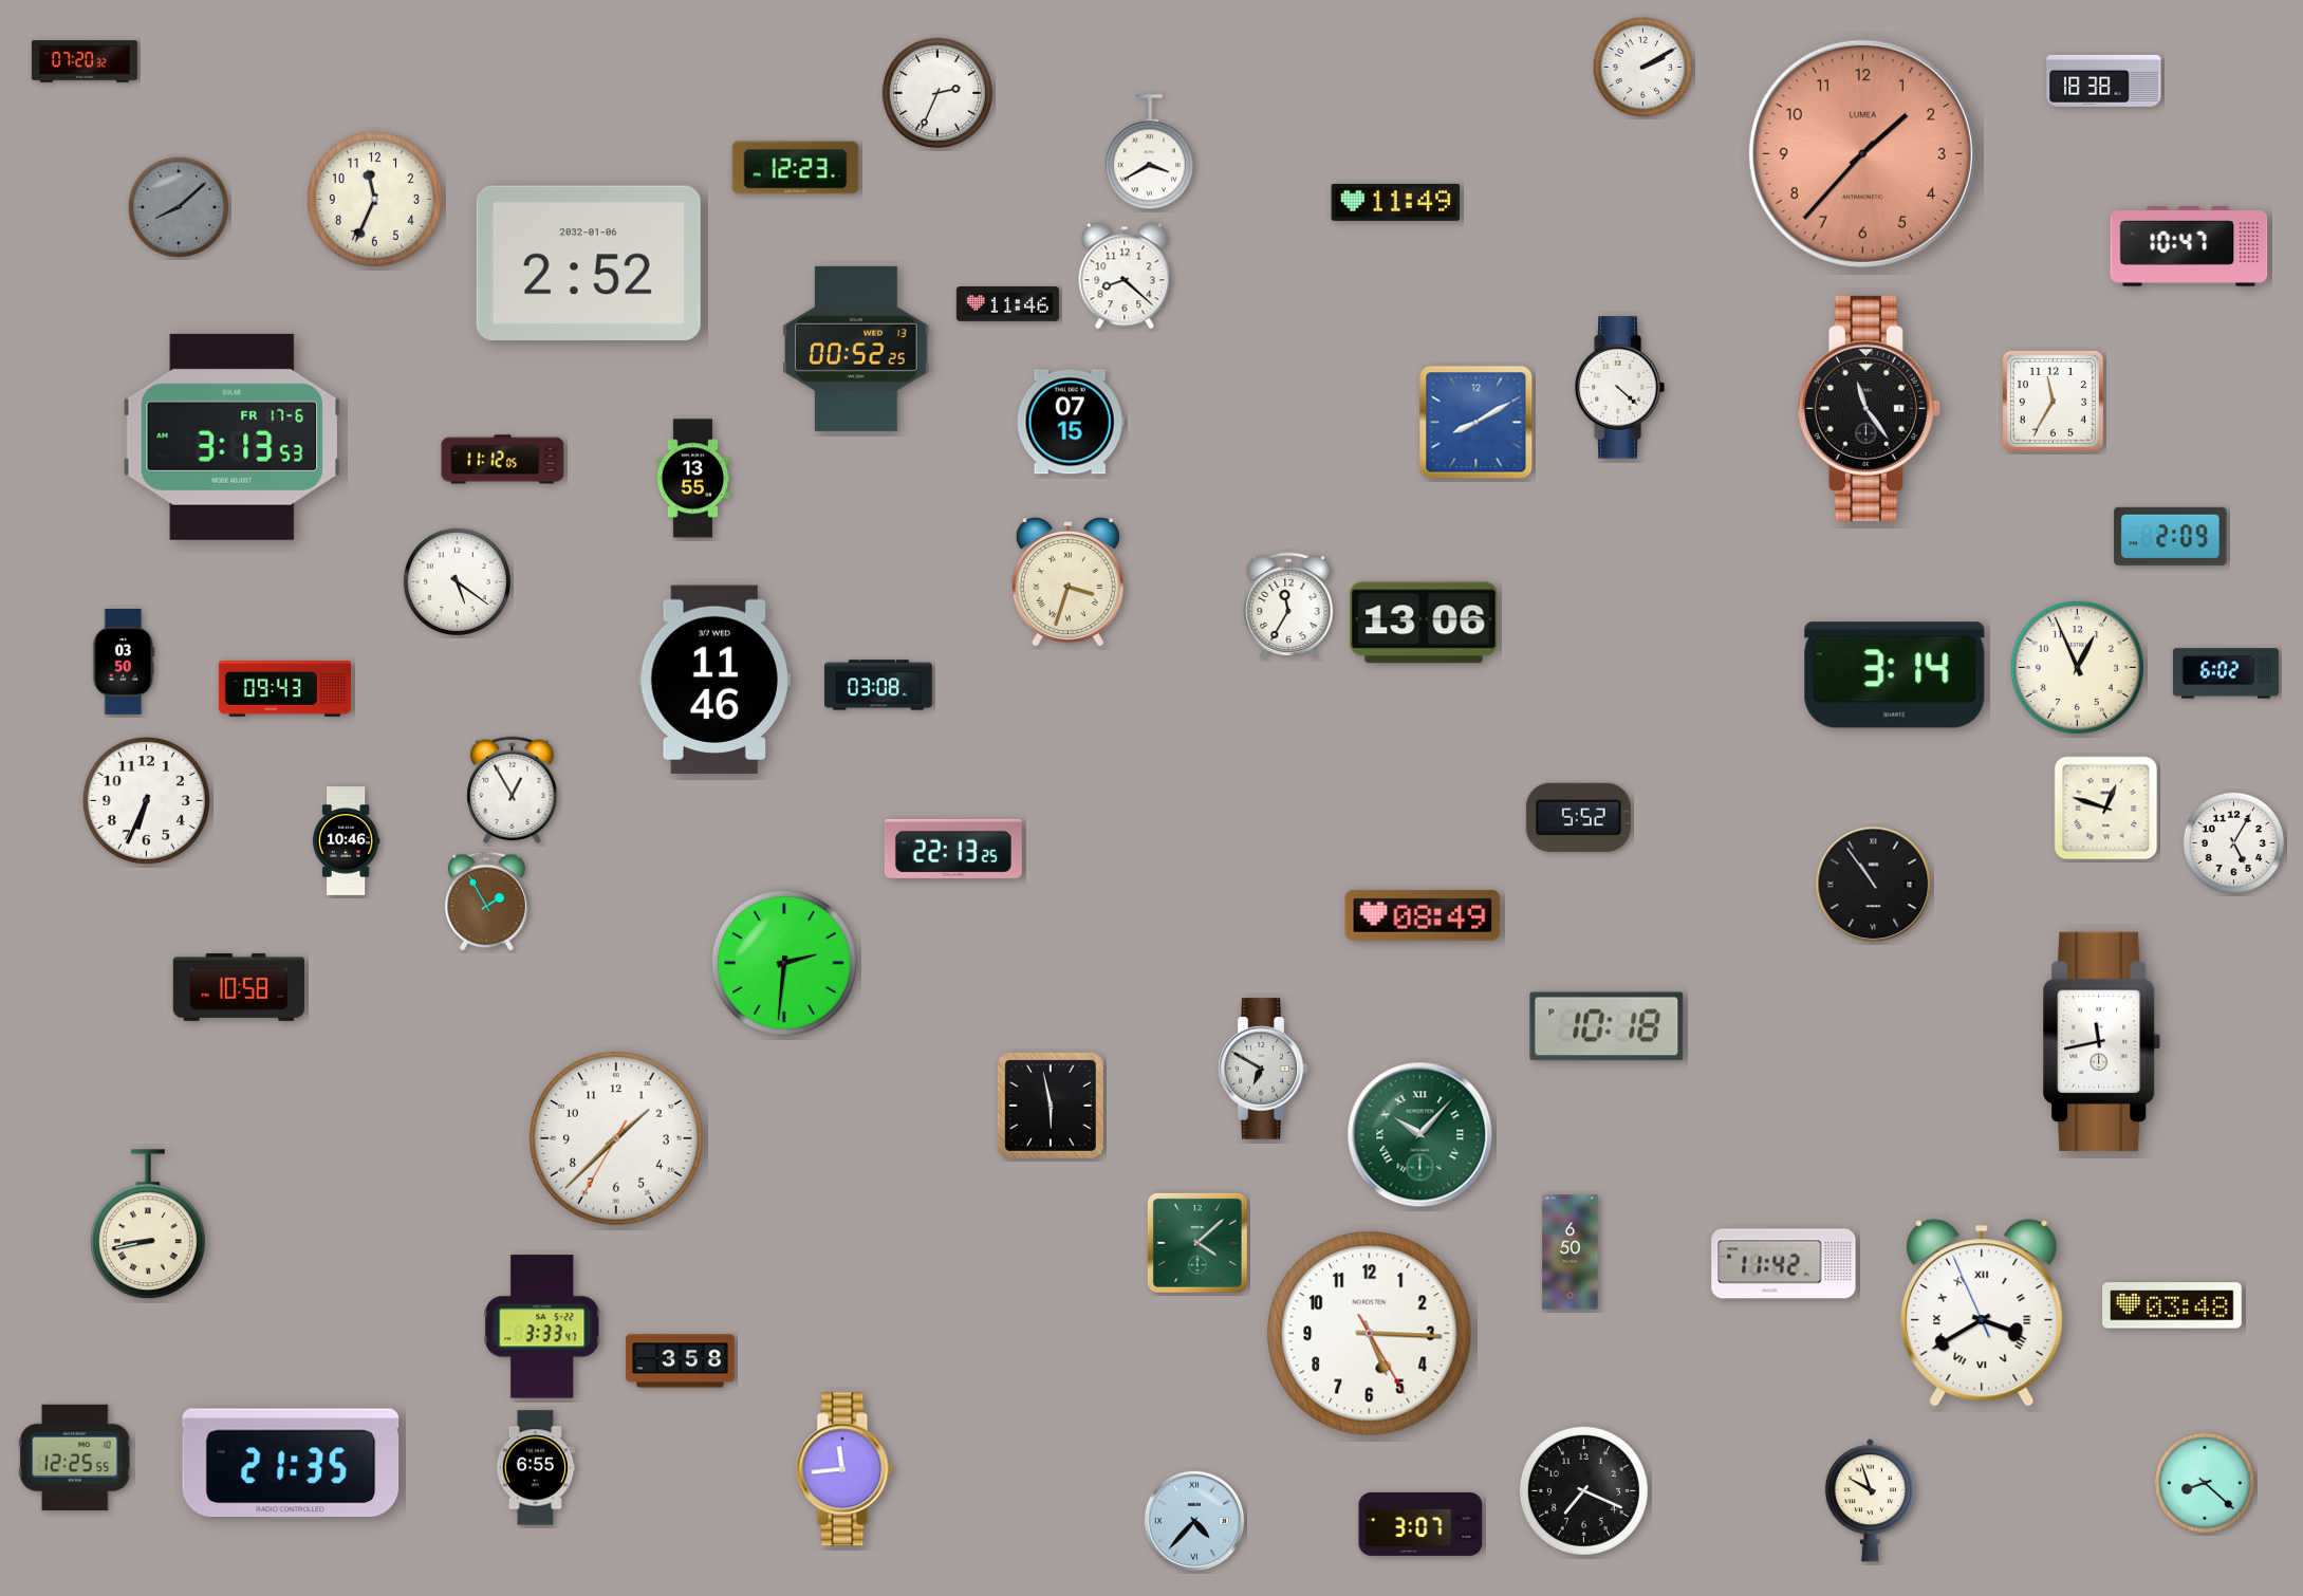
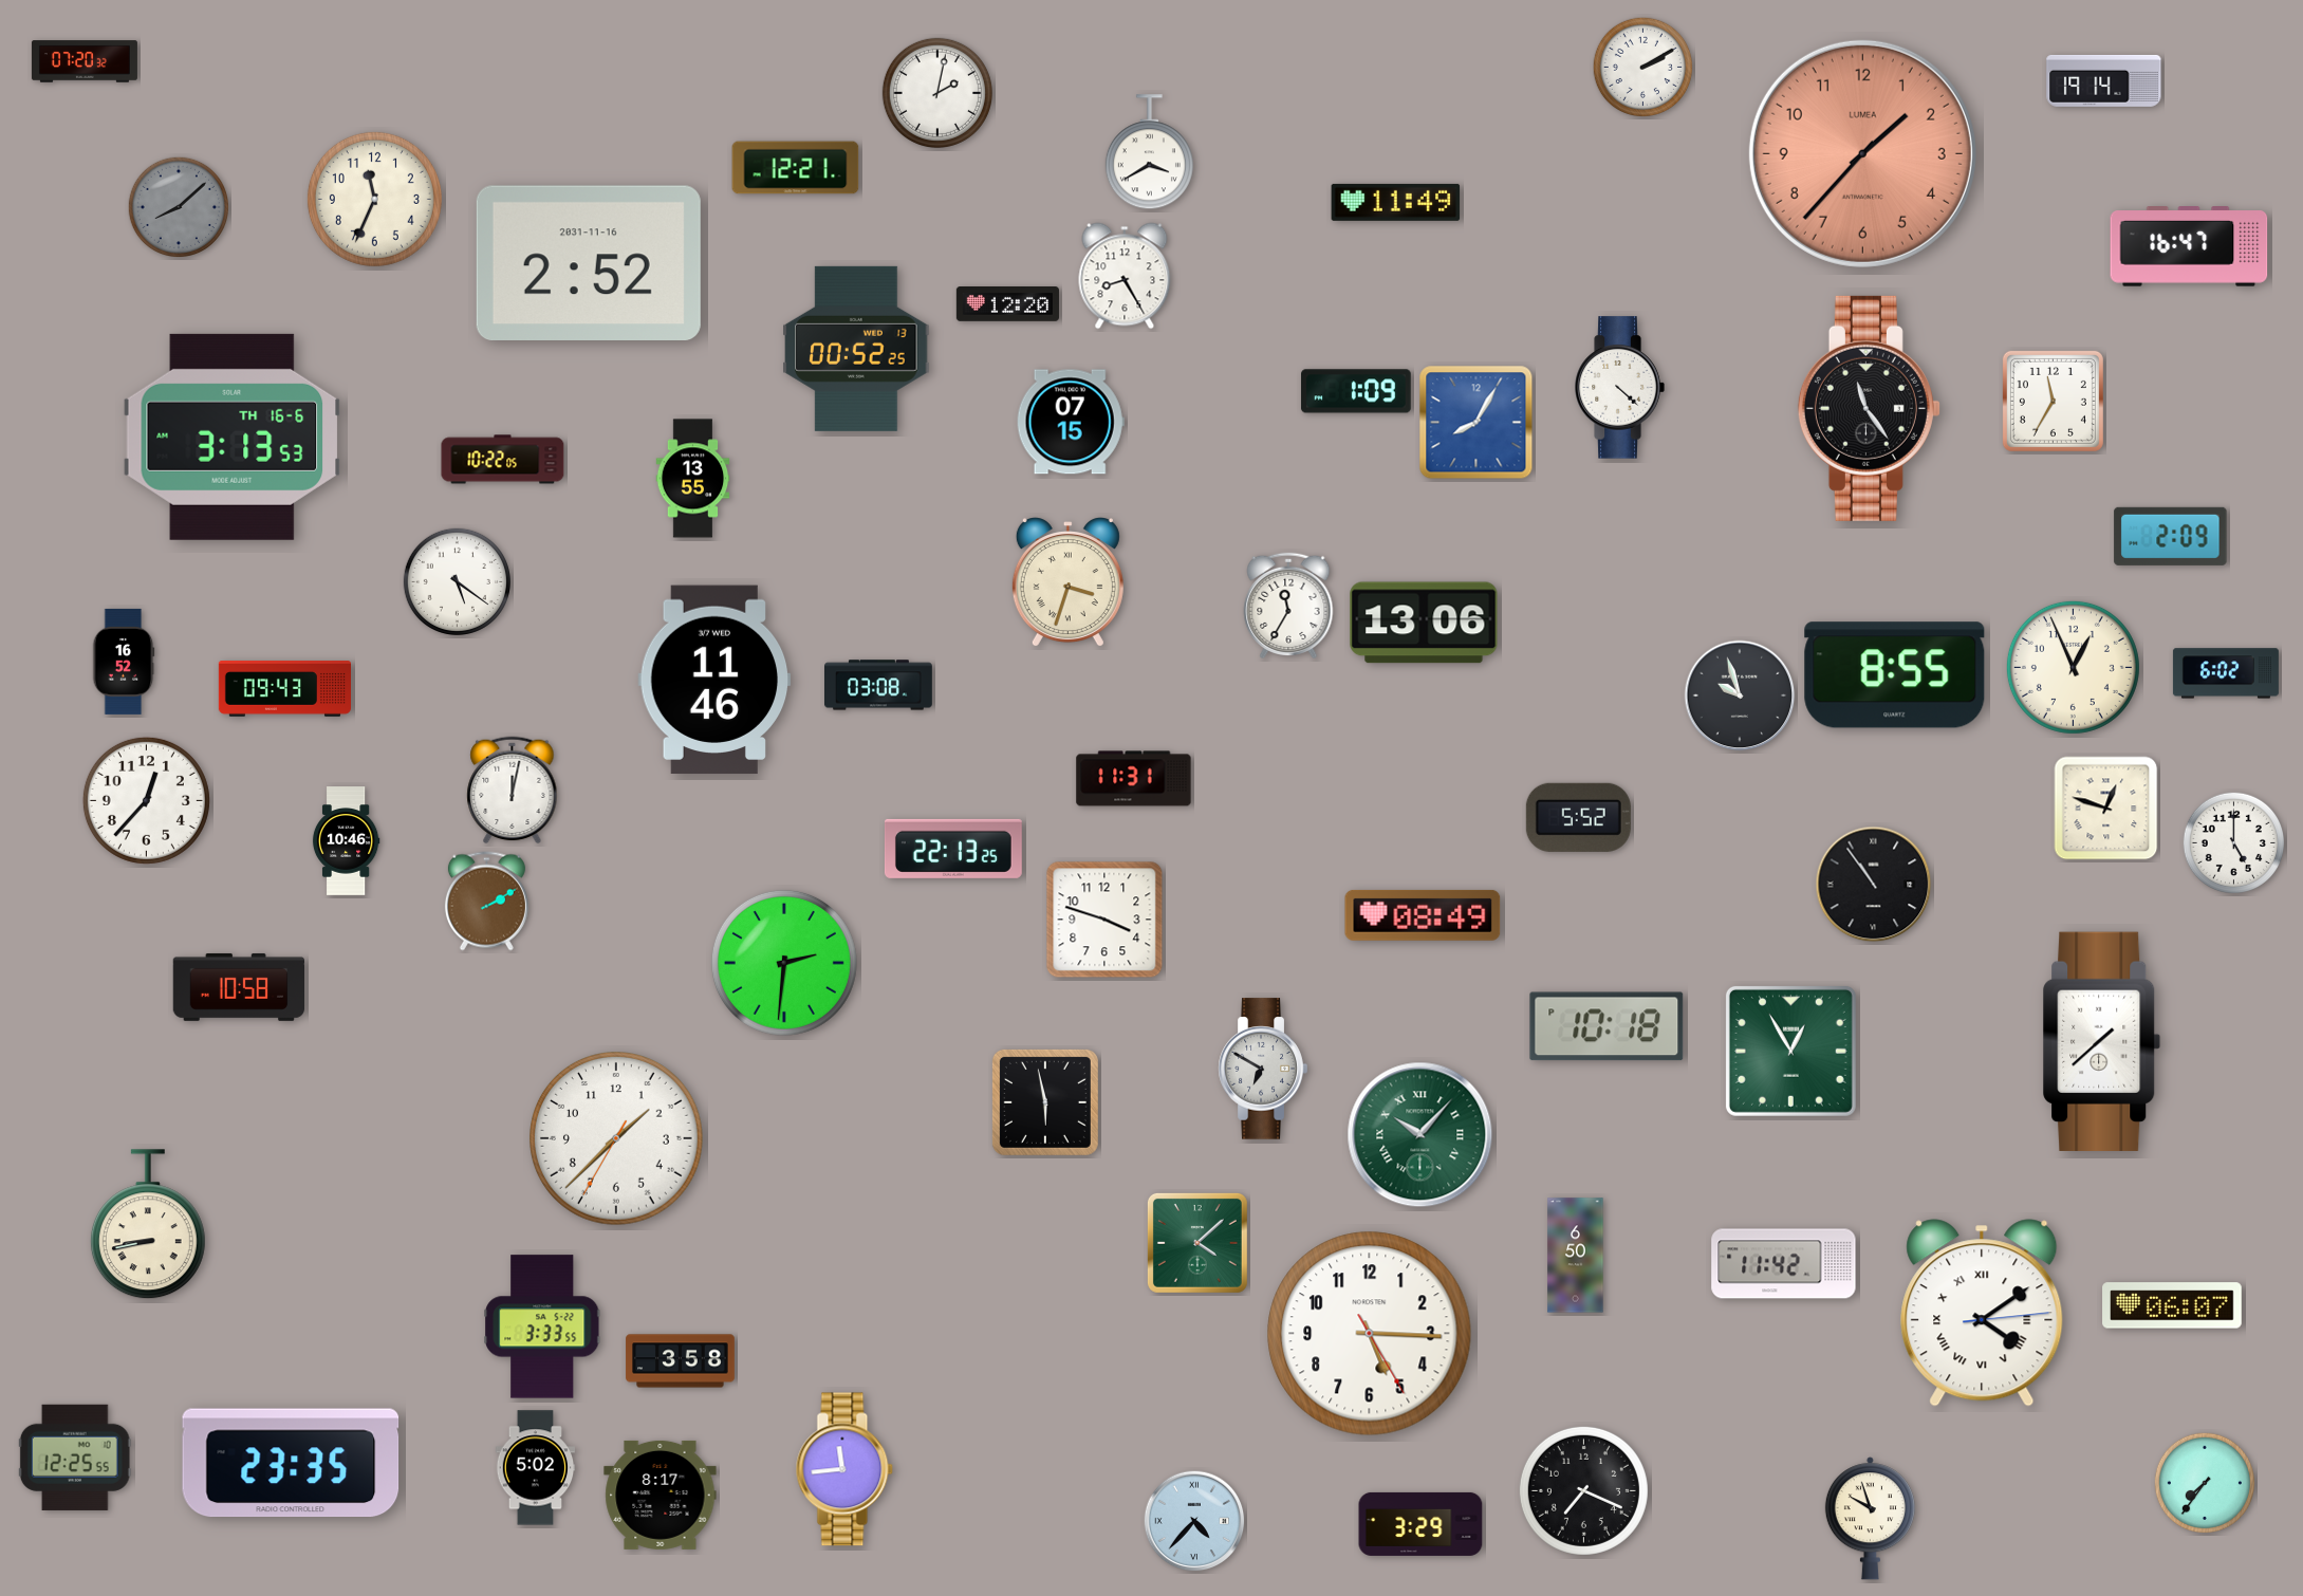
clock at (2104, 80): 18:38 -> 19:14
clock at (937, 93): 2:34 -> 2:02
clock at (796, 168): 12:23 -> 12:21
clock at (2189, 247): 10:47 -> 16:47
clock at (589, 262) date: 2032-01-06 -> 2031-11-16
clock at (1125, 276): 8:22 -> 8:25
clock at (1007, 304): 11:46 -> 12:20
clock at (1356, 391): none -> 1:09
clock at (1476, 423): 8:10 -> 8:05
clock at (233, 437) date: FR 17-6 -> TH 16-6
clock at (503, 460): 11:12 -> 10:22
clock at (124, 662): 03:50 -> 16:52
clock at (2077, 667) position: (2077, 667) -> (2073, 667)
clock at (1895, 675): 3:14 -> 8:55
clock at (1740, 695): none -> 9:57
clock at (1134, 779): none -> 11:31
clock at (513, 791): 12:55 -> 12:02
clock at (146, 800): 6:34 -> 12:37
clock at (2233, 842): 5:05 -> 5:00
clock at (486, 902): 1:55 -> 2:10
clock at (1104, 920): none -> 3:48
clock at (2102, 1041): 11:43 -> 1:38
clock at (1790, 1051): none -> 12:55
clock at (1051, 1106) position: (1051, 1106) -> (1045, 1102)
clock at (1571, 1252) position: (1571, 1252) -> (1576, 1256)
clock at (2172, 1305): 03:48 -> 06:07
clock at (1982, 1313): 3:39 -> 4:09
clock at (542, 1326): 3:33:47 -> 3:33:55
clock at (291, 1463): 21:35 -> 23:35
clock at (536, 1468): 6:55 -> 5:02
clock at (2204, 1482): 8:22 -> 7:36
clock at (661, 1495): none -> 8:17
clock at (1870, 1501) position: (1870, 1501) -> (1870, 1519)
clock at (1420, 1524): 3:07 -> 3:29
